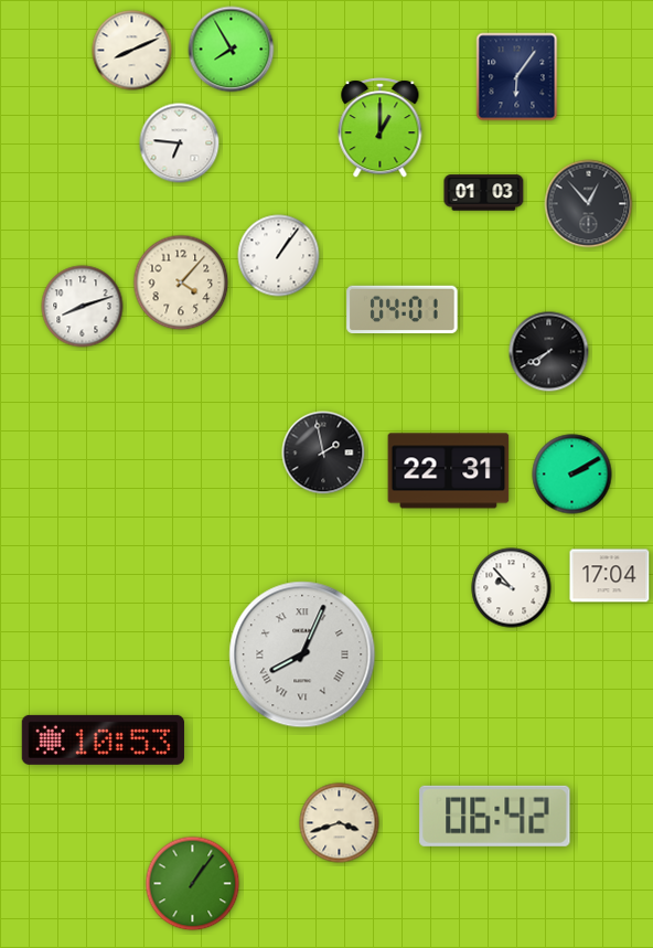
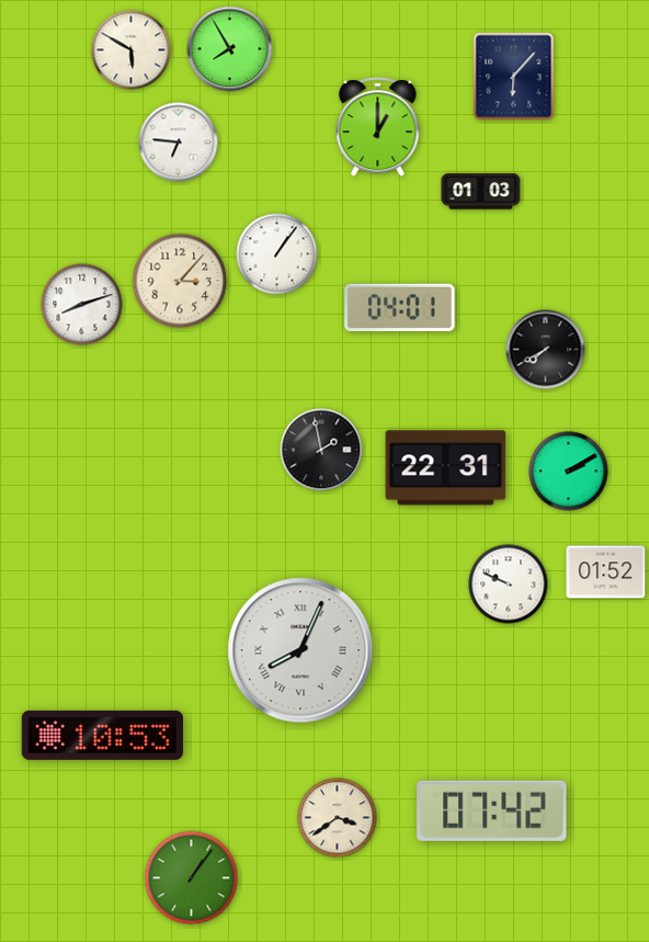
clock at (132, 51): 8:11 -> 5:50
clock at (517, 77): 6:06 -> 6:07
clock at (589, 204): 12:53 -> none
clock at (181, 283): 4:07 -> 3:07
clock at (610, 576): 17:04 -> 01:52
clock at (512, 588): 9:53 -> 9:49
clock at (495, 816): 06:42 -> 07:42
clock at (340, 823): 3:42 -> 3:39
